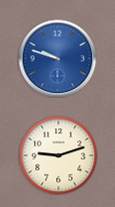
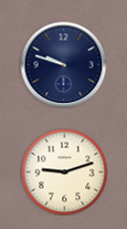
clock at (57, 58) dial: blue -> navy
